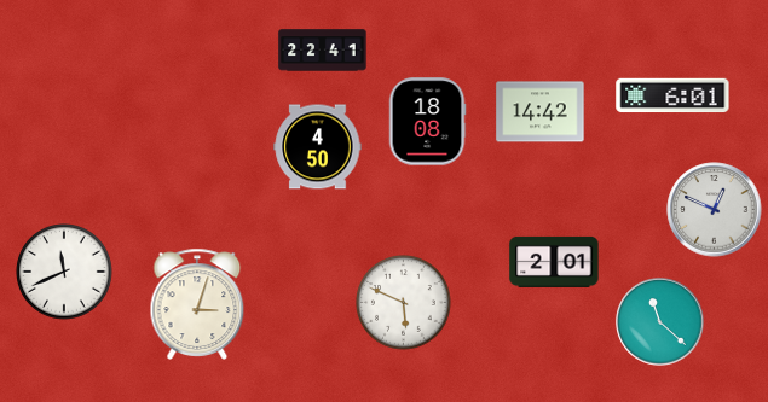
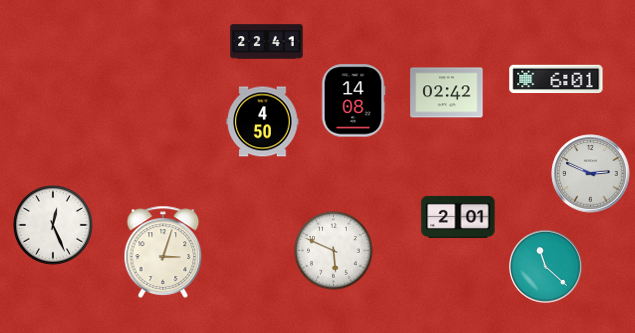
clock at (541, 112): 14:42 -> 02:42
clock at (427, 122): 18:08 -> 14:08
clock at (715, 210): 12:49 -> 2:49
clock at (64, 272): 11:41 -> 12:26
